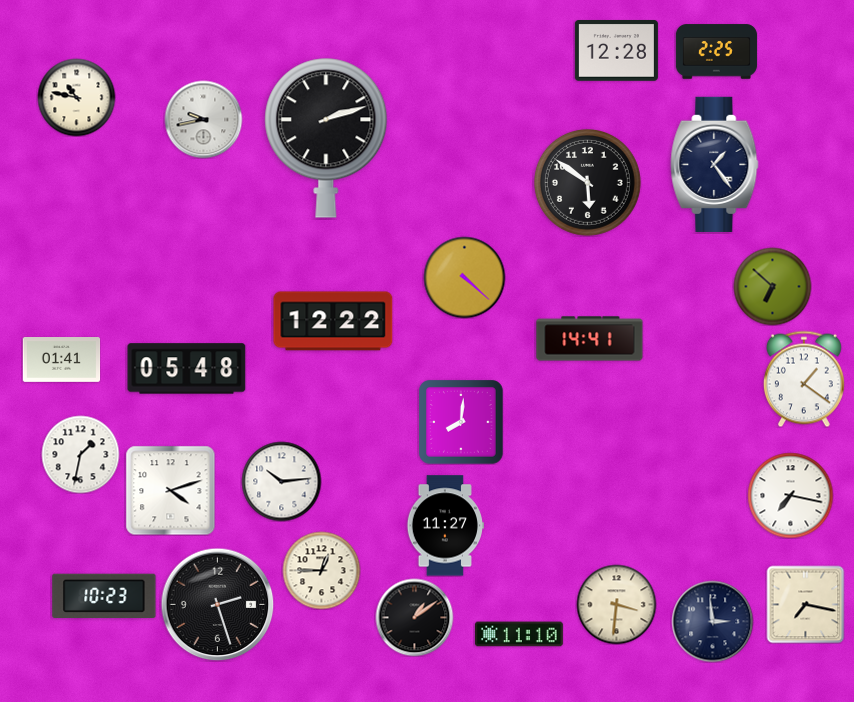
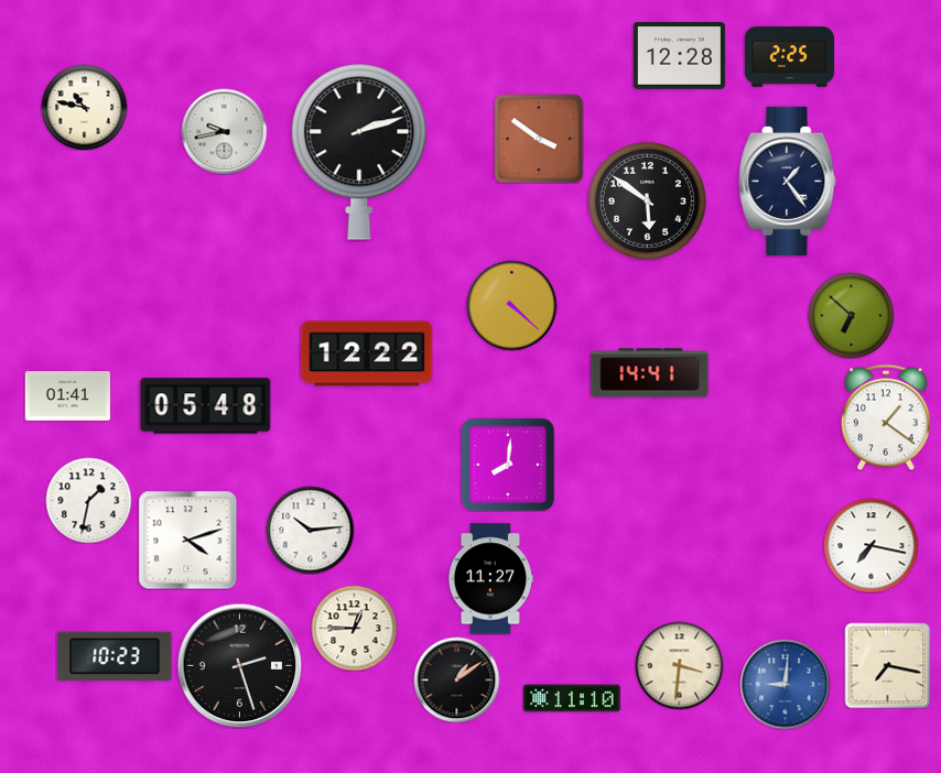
clock at (539, 139): none -> 3:51
clock at (712, 621): 2:59 -> 9:01
clock at (712, 621) dial: navy -> blue
